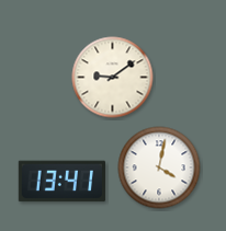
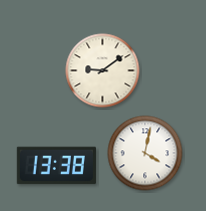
clock at (61, 182): 13:41 -> 13:38
